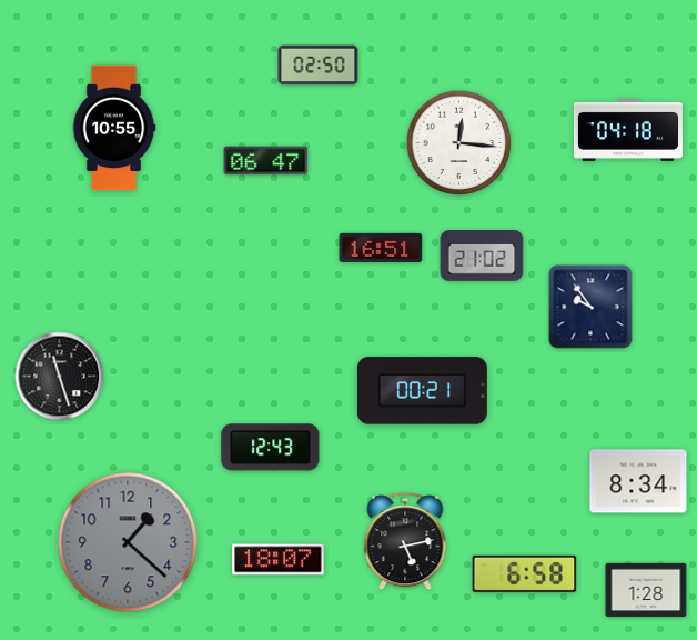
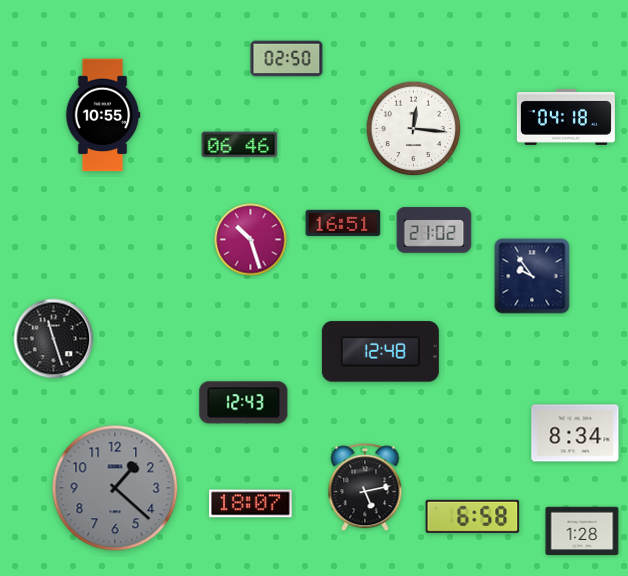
clock at (266, 161): 06:47 -> 06:46
clock at (251, 240): none -> 10:27
clock at (422, 391): 00:21 -> 12:48
